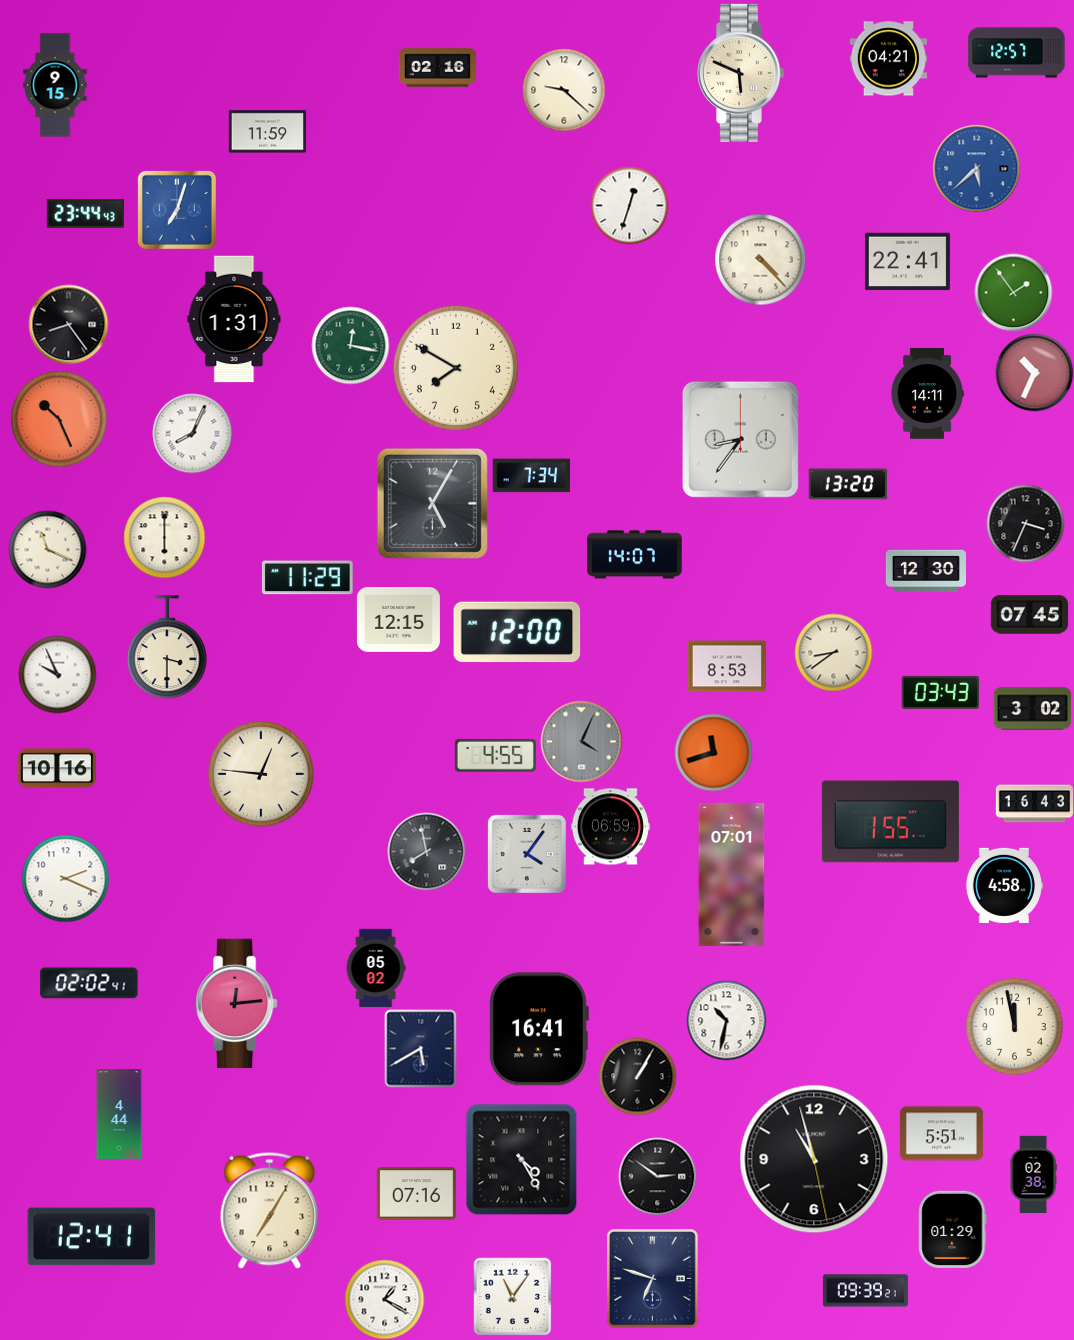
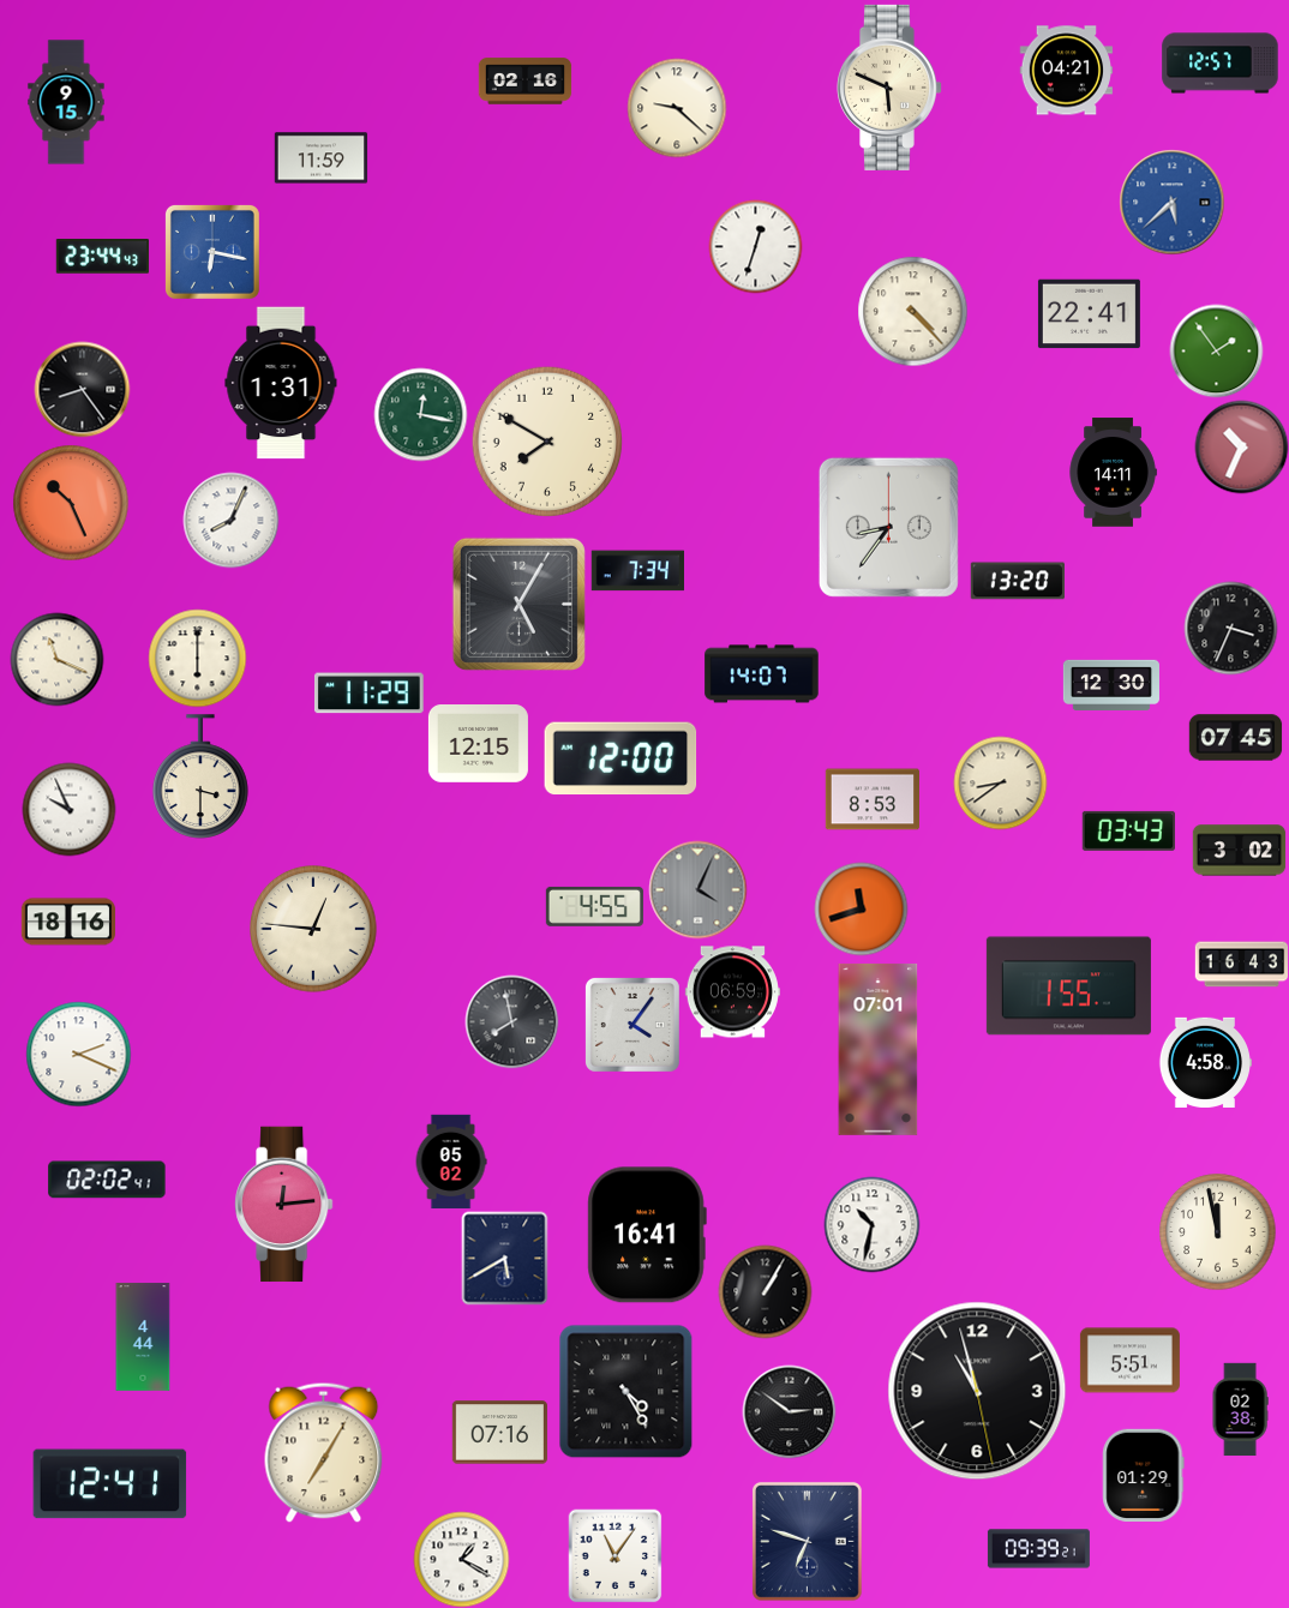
clock at (177, 210): 7:03 -> 6:17
clock at (164, 537) position: (164, 537) -> (197, 658)
clock at (635, 555) position: (635, 555) -> (762, 674)
clock at (713, 752) position: (713, 752) -> (861, 908)
clock at (56, 768): 10:16 -> 18:16
clock at (652, 1278) position: (652, 1278) -> (807, 1541)
